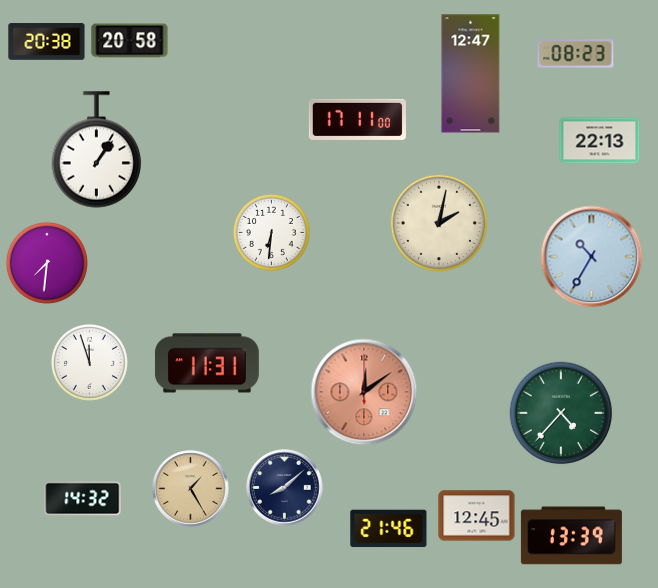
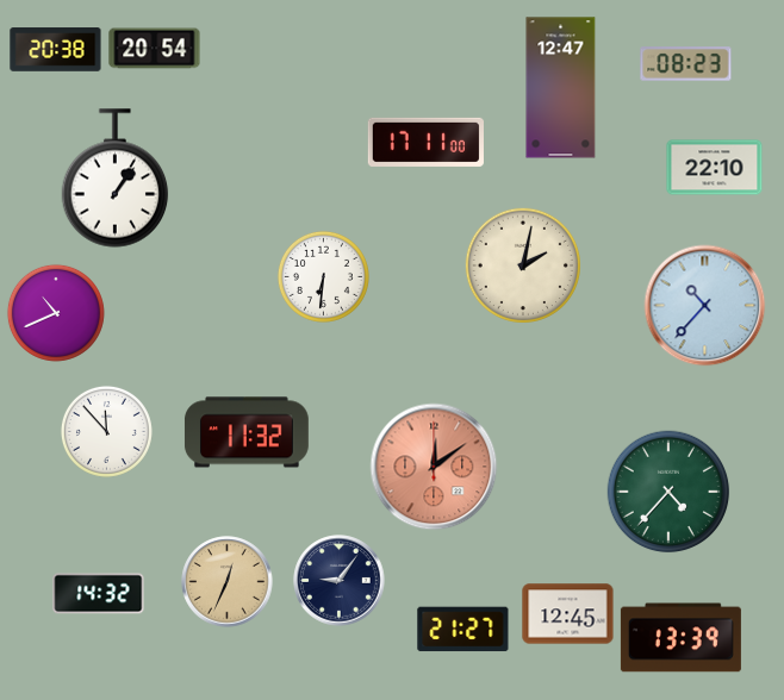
clock at (130, 41): 20:58 -> 20:54
clock at (600, 141): 22:13 -> 22:10
clock at (592, 257): 10:35 -> 10:37
clock at (47, 263): 7:31 -> 10:41
clock at (89, 362): 11:57 -> 11:53
clock at (207, 363): 11:31 -> 11:32
clock at (285, 488): 8:08 -> 9:06
clock at (191, 489): 1:25 -> 12:34
clock at (389, 529): 21:46 -> 21:27
